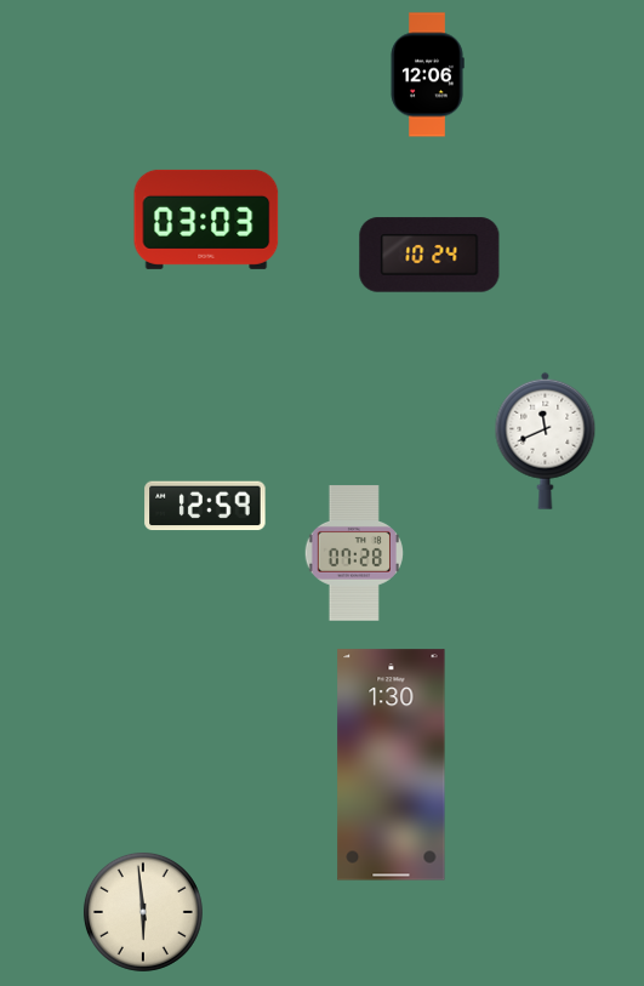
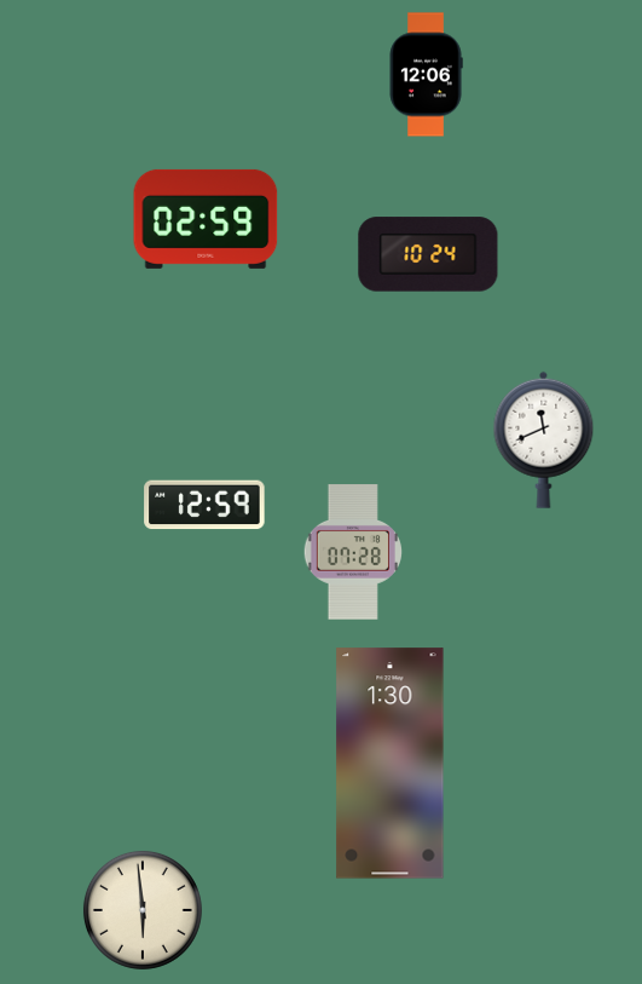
clock at (206, 220): 03:03 -> 02:59
